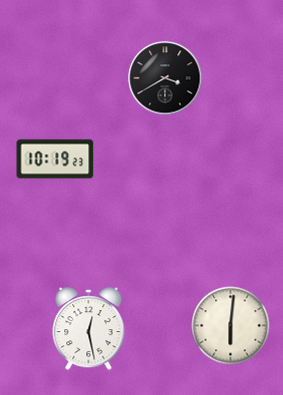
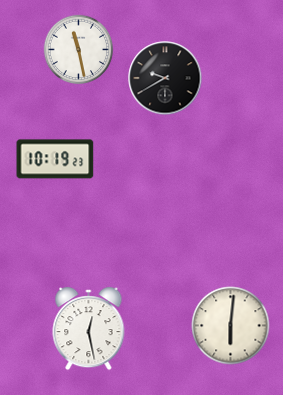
clock at (79, 50): none -> 11:28
clock at (165, 78): 3:40 -> 9:40
